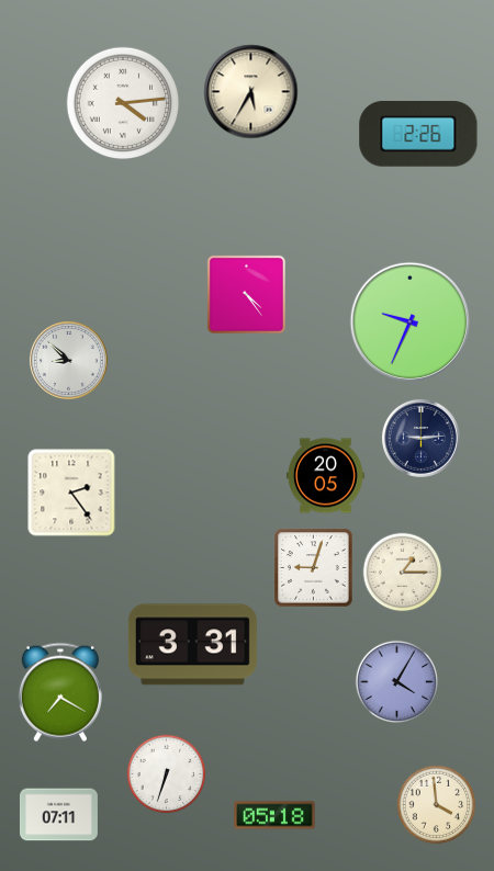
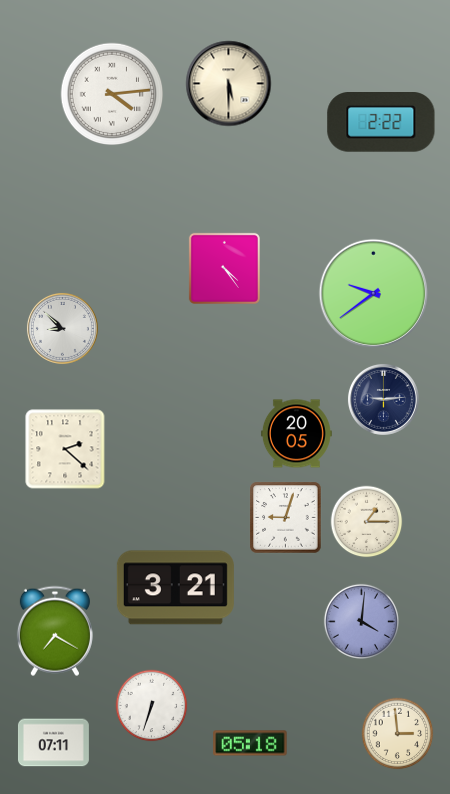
clock at (251, 92): 5:35 -> 5:30
clock at (418, 134): 2:26 -> 2:22
clock at (411, 323): 9:34 -> 9:39
clock at (71, 493): 2:24 -> 2:22
clock at (192, 645): 3:31 -> 3:21
clock at (396, 681): 4:05 -> 4:01
clock at (437, 805): 3:59 -> 2:59
